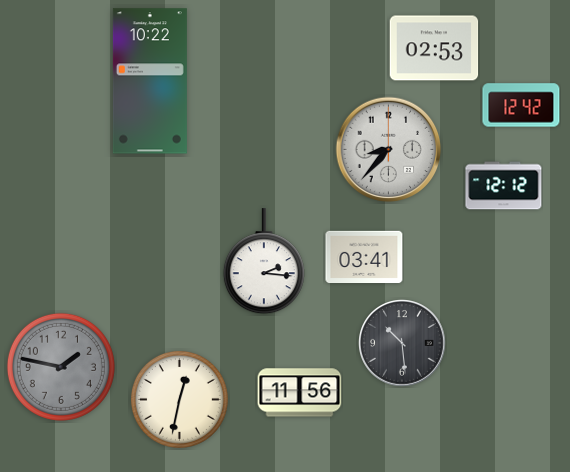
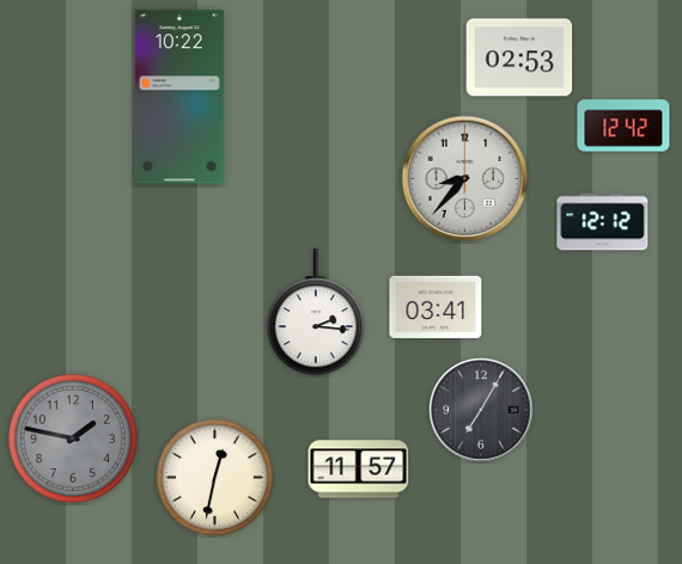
clock at (402, 343): 10:29 -> 7:05
clock at (300, 393): 11:56 -> 11:57
